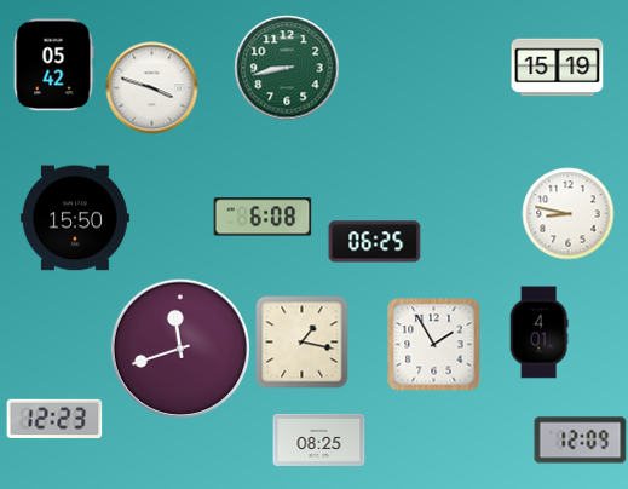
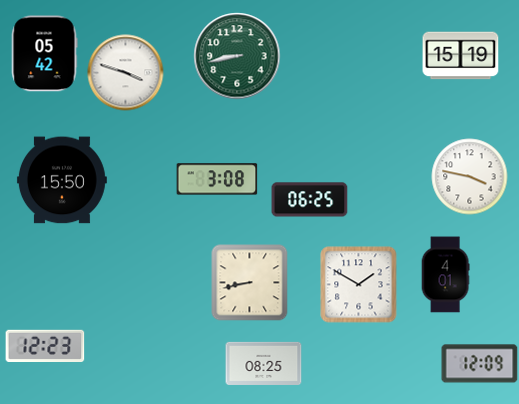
clock at (569, 214): 8:47 -> 3:47
clock at (263, 217): 6:08 -> 3:08
clock at (303, 343): 1:17 -> 8:43
clock at (434, 345): 1:55 -> 1:50
clock at (180, 349): 11:42 -> none
